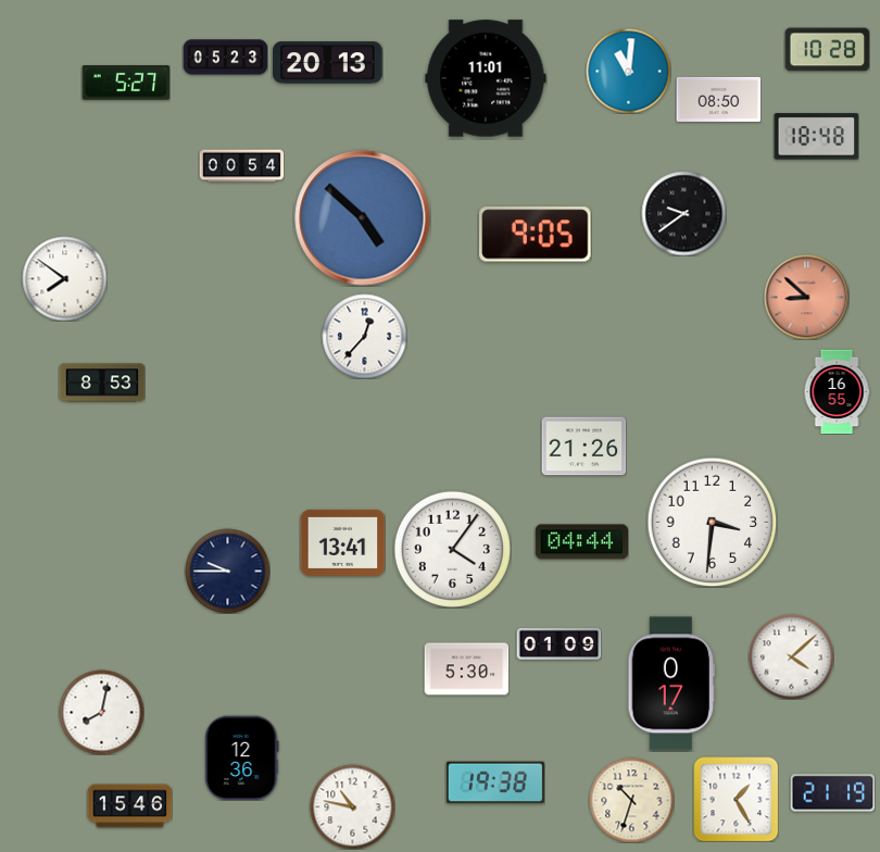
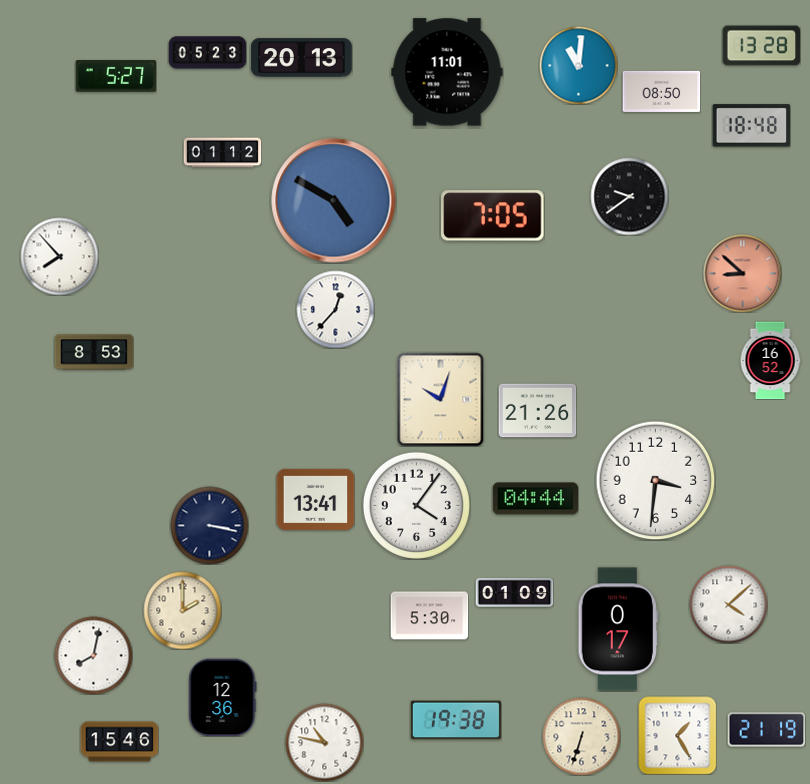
clock at (827, 50): 10:28 -> 13:28
clock at (241, 166): 00:54 -> 01:12
clock at (363, 218): 4:52 -> 4:50
clock at (536, 235): 9:05 -> 7:05
clock at (64, 278): 7:51 -> 7:53
clock at (837, 391): 16:55 -> 16:52
clock at (441, 399): none -> 10:03
clock at (227, 571): 9:45 -> 3:17
clock at (182, 610): none -> 2:00
clock at (631, 800): 10:33 -> 6:33
